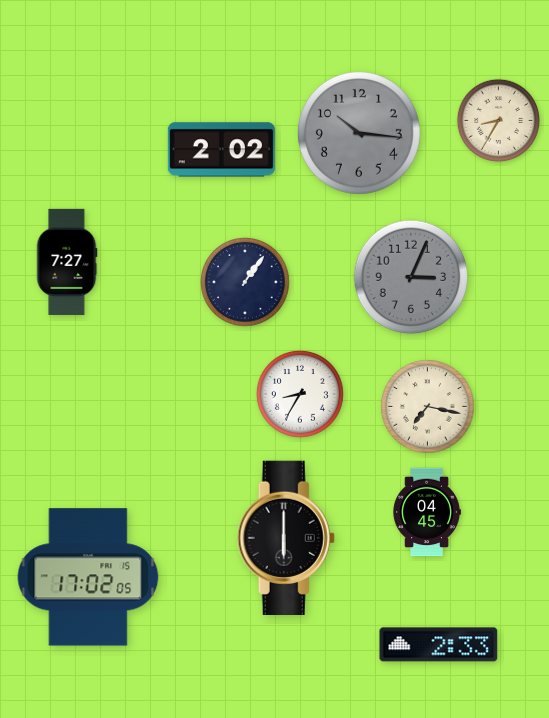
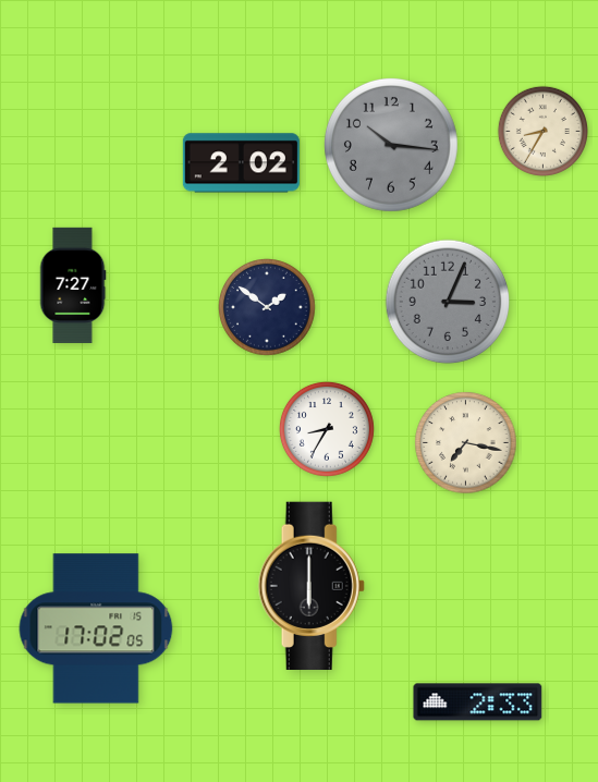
clock at (246, 283): 1:06 -> 1:51
clock at (427, 512): 04:45 -> none
